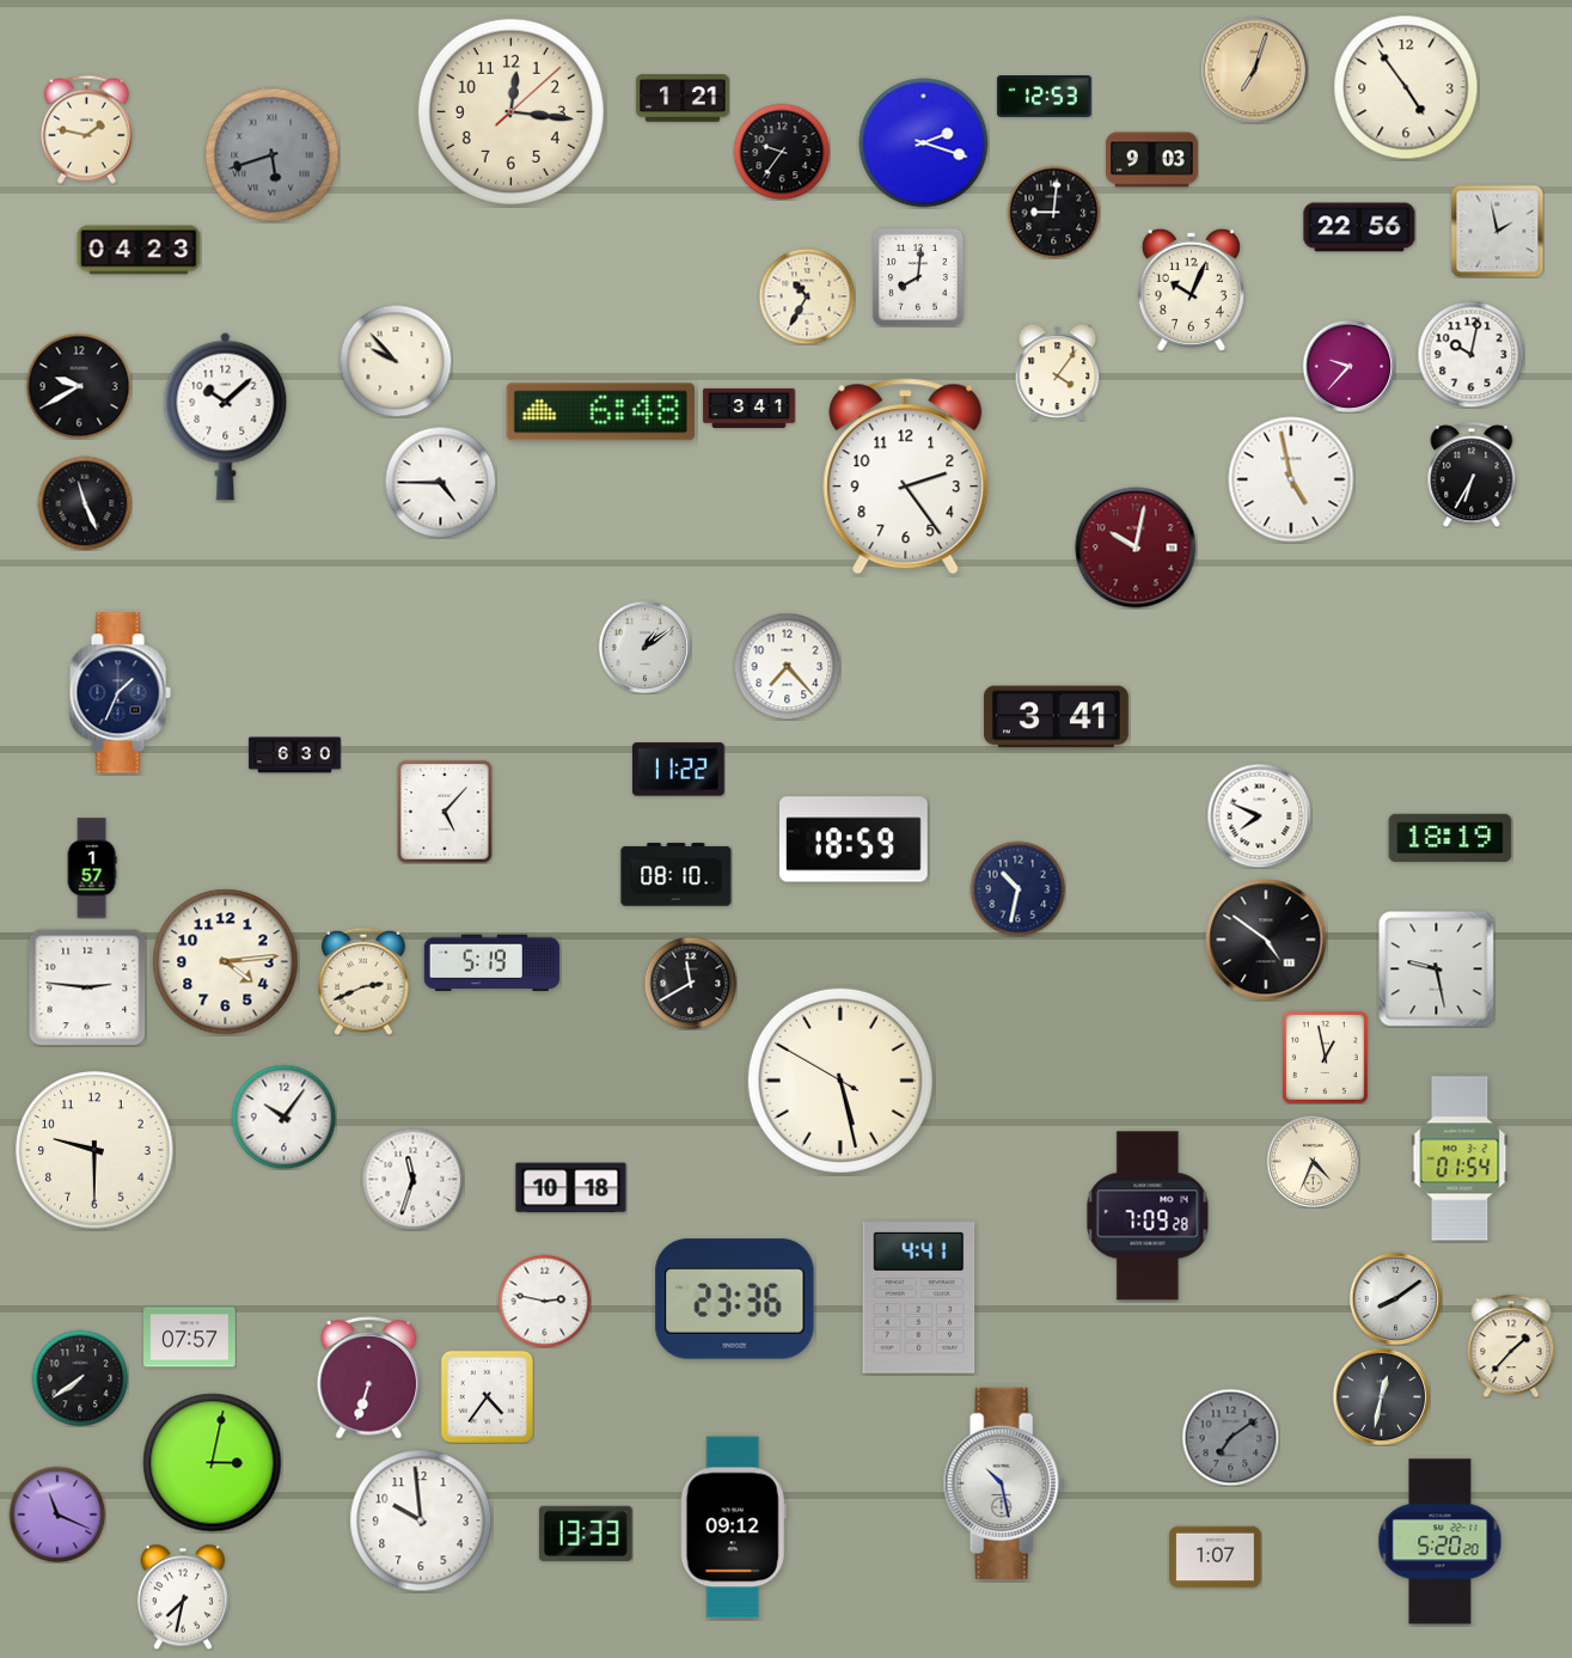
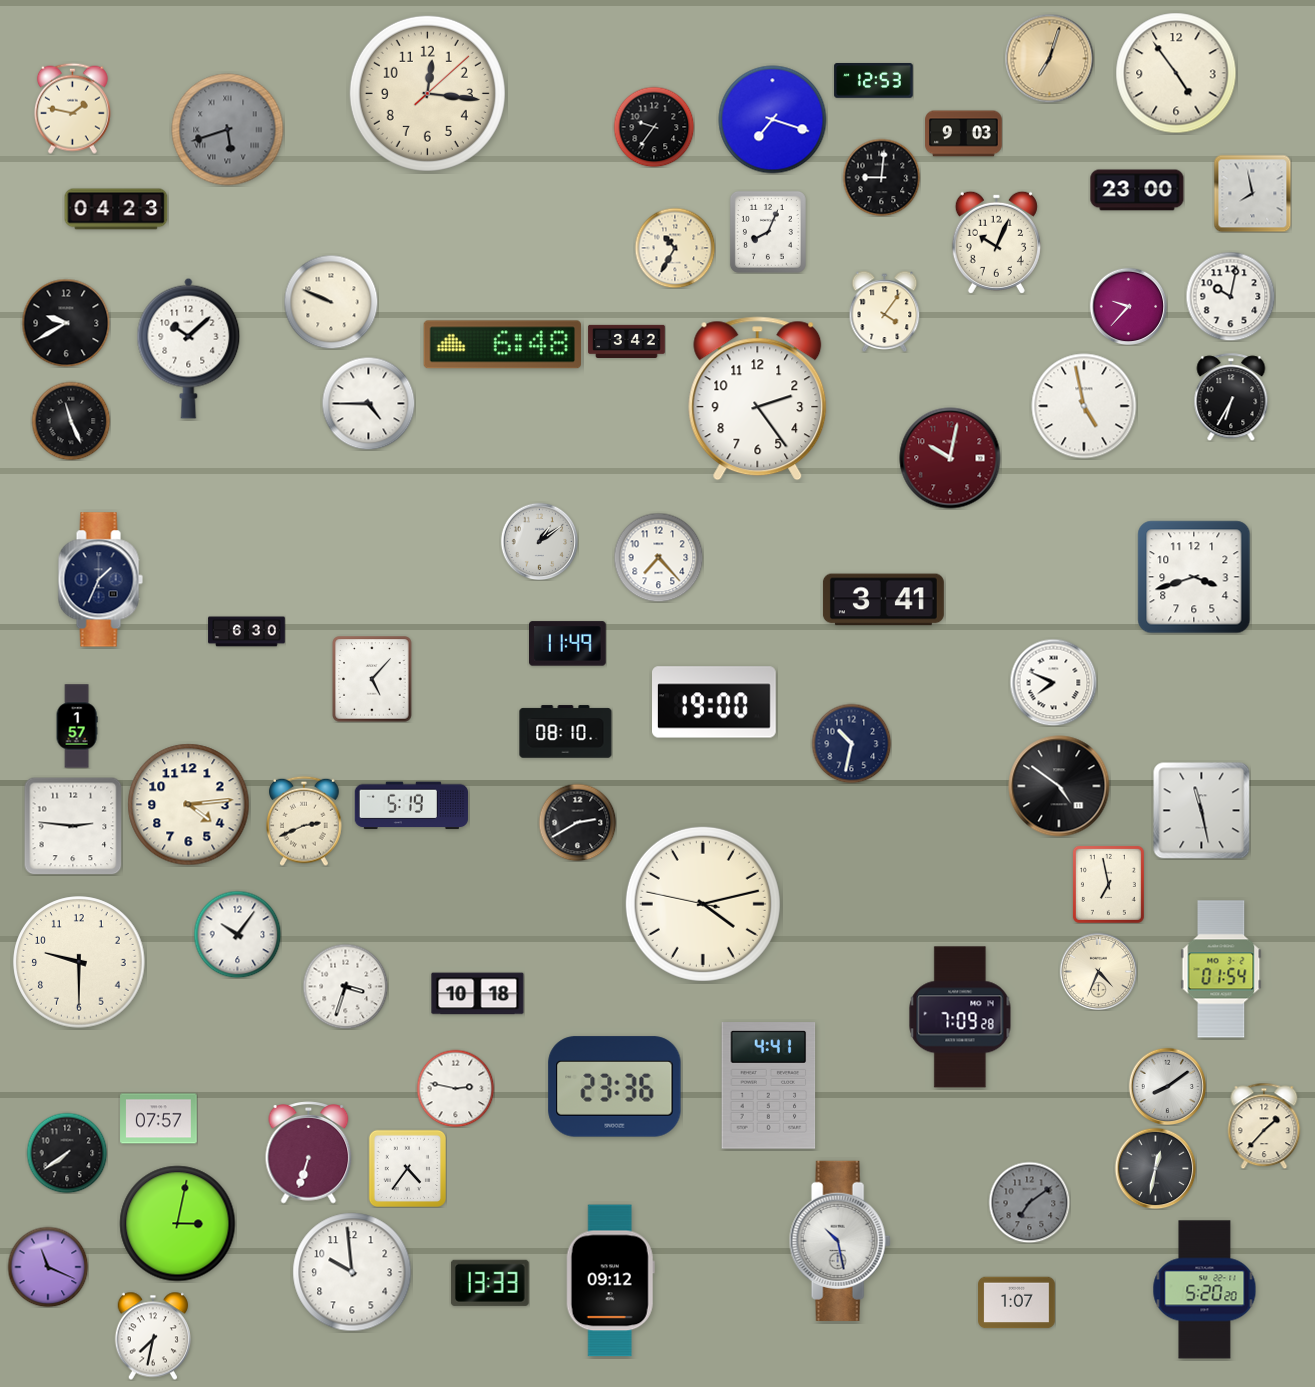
clock at (683, 98): 1:21 -> none
clock at (924, 143): 2:18 -> 7:18
clock at (1359, 227): 22:56 -> 23:00
clock at (1497, 231): 1:58 -> 7:58
clock at (918, 277): 8:01 -> 8:04
clock at (396, 361): 9:53 -> 9:49
clock at (750, 408): 3:41 -> 3:42
clock at (1291, 479) position: (1291, 479) -> (1084, 406)
clock at (1194, 577): none -> 3:42
clock at (679, 770): 11:22 -> 11:49
clock at (1450, 838): 18:19 -> none
clock at (855, 839): 18:59 -> 19:00
clock at (1437, 969): 9:28 -> 11:28
clock at (690, 983): 11:40 -> 2:40
clock at (1325, 1057): 12:58 -> 6:58
clock at (840, 1081): 5:27 -> 4:12
clock at (412, 1179): 11:33 -> 3:33
clock at (733, 1528) position: (733, 1528) -> (610, 1281)
